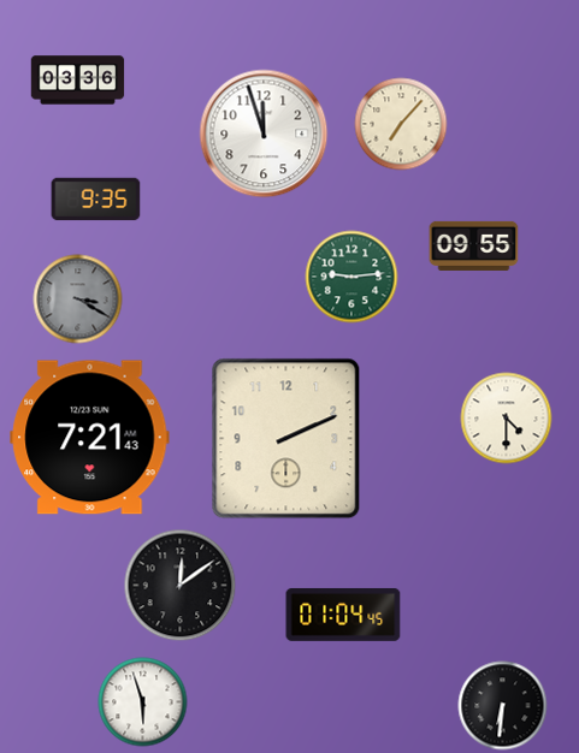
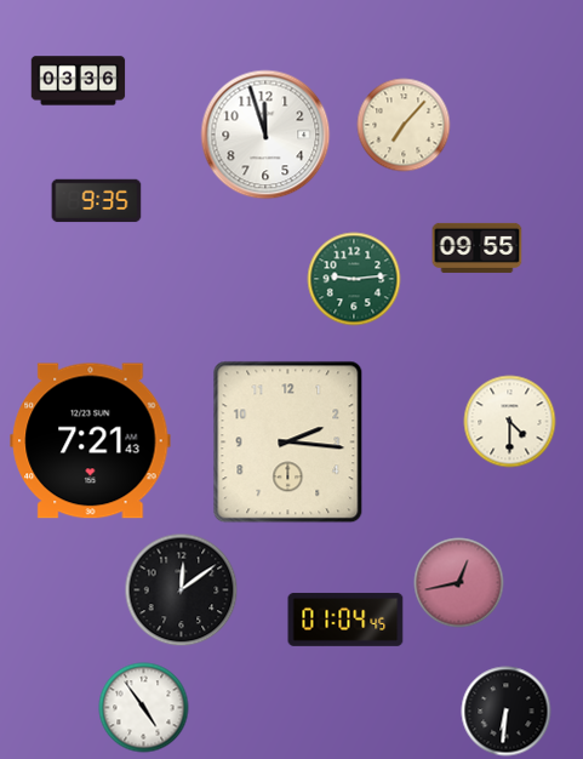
clock at (78, 300): 3:20 -> none
clock at (286, 439): 2:11 -> 2:16
clock at (459, 583): none -> 12:43
clock at (143, 702): 5:57 -> 4:54
